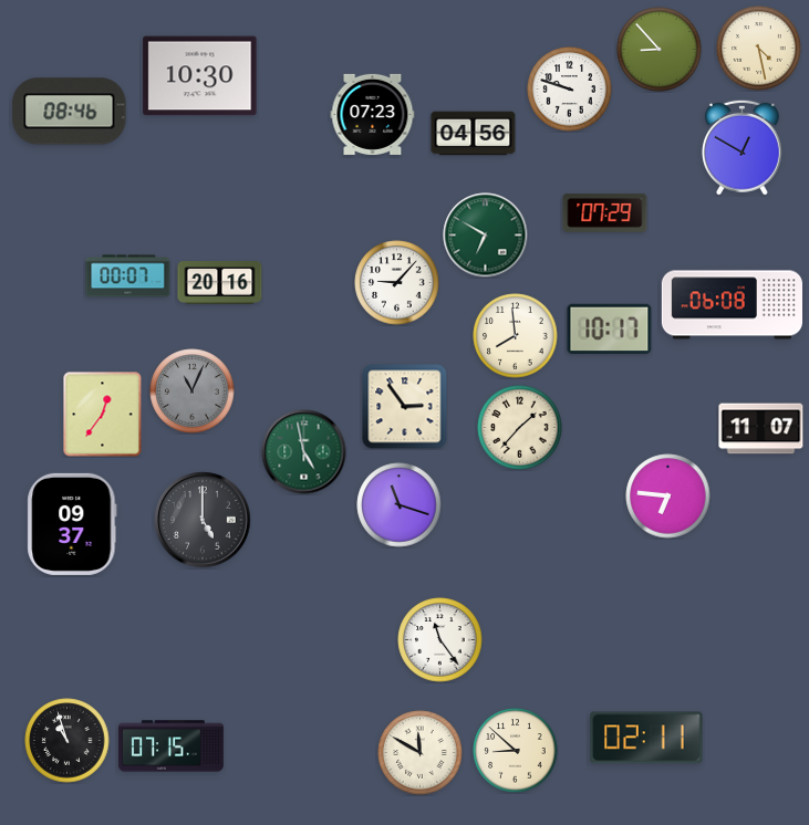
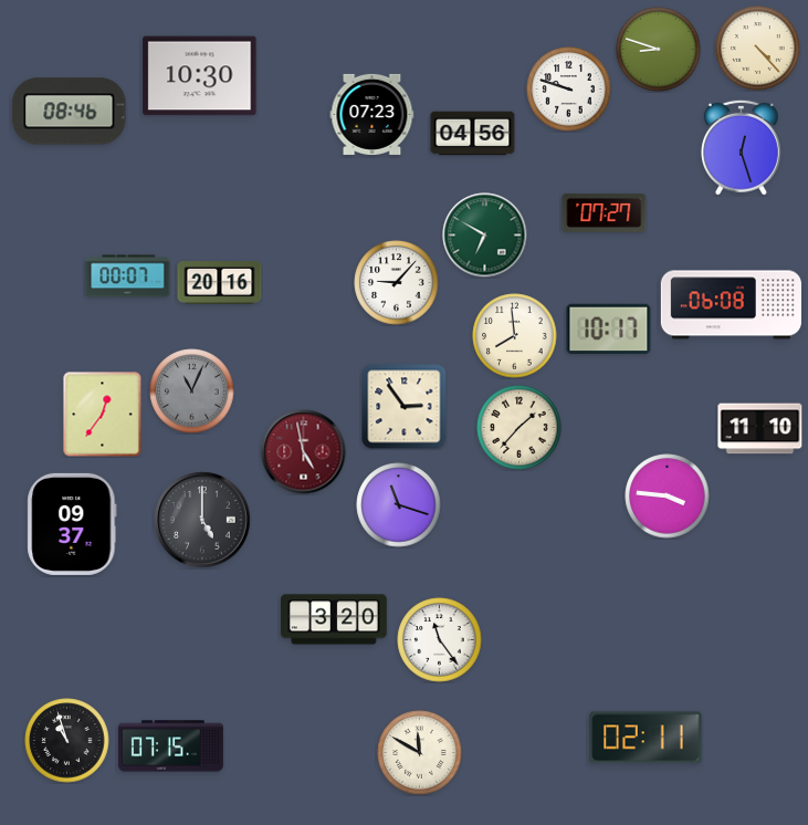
clock at (759, 49): 4:28 -> 4:23
clock at (660, 50): 8:53 -> 8:48
clock at (741, 147): 12:50 -> 12:27
clock at (605, 212): 07:29 -> 07:27
clock at (761, 429): 11:07 -> 11:10
clock at (304, 452) dial: green -> burgundy
clock at (668, 497): 6:46 -> 3:46
clock at (334, 619): none -> 3:20
clock at (516, 751): 8:52 -> none
